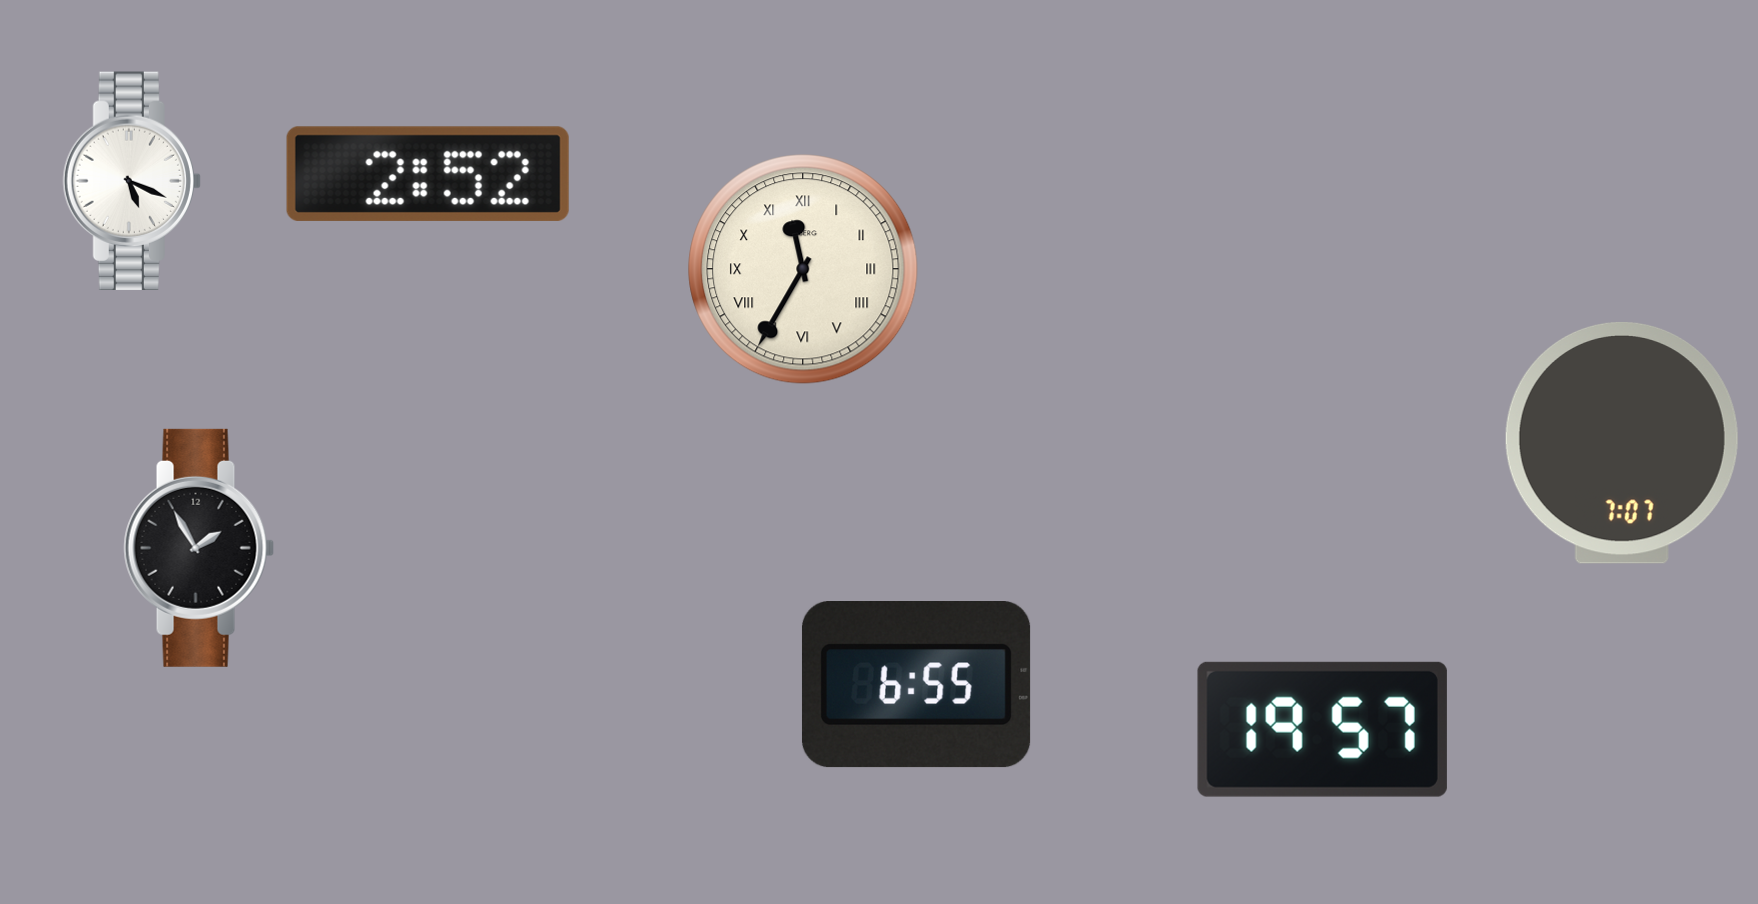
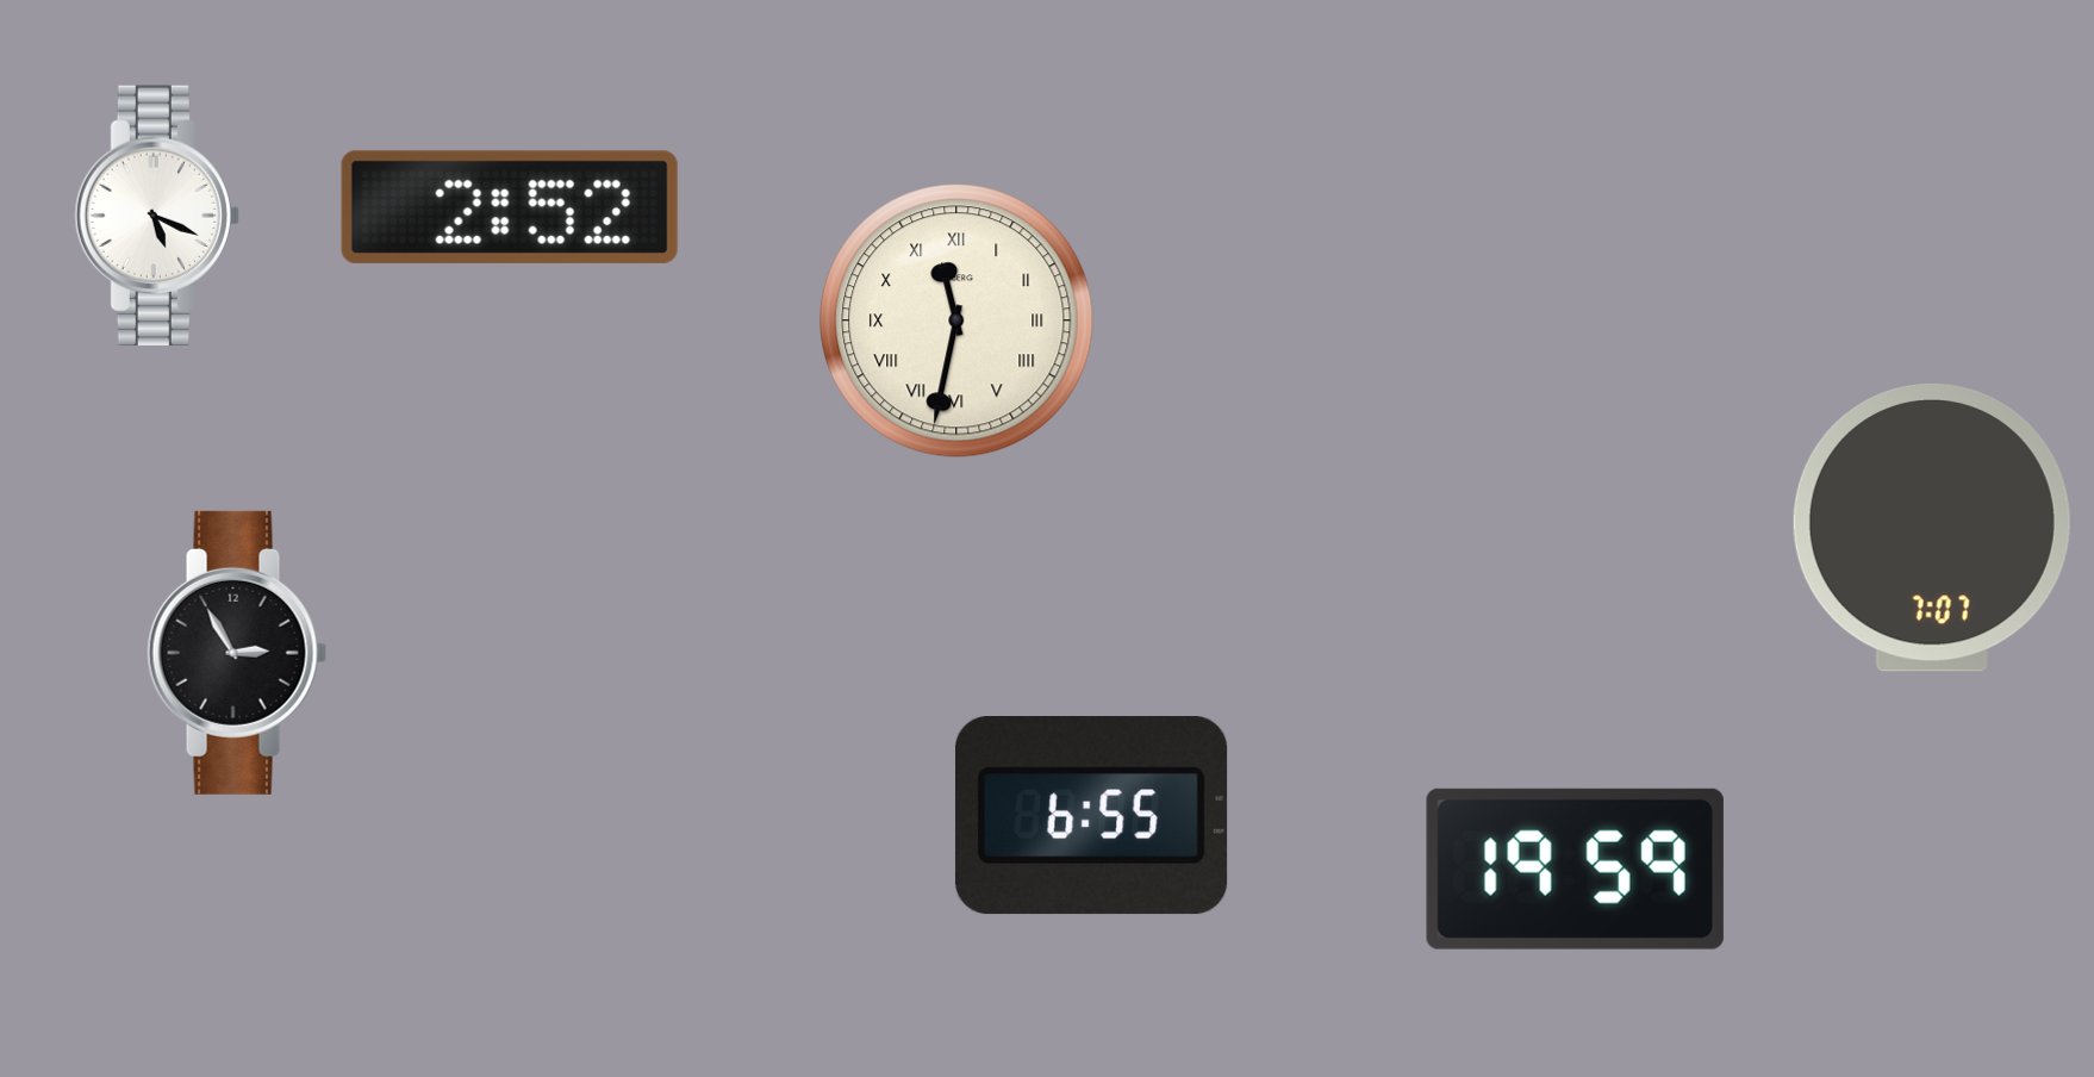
clock at (803, 269): 11:35 -> 11:32
clock at (199, 548): 1:55 -> 2:55
clock at (1322, 729): 19:57 -> 19:59
